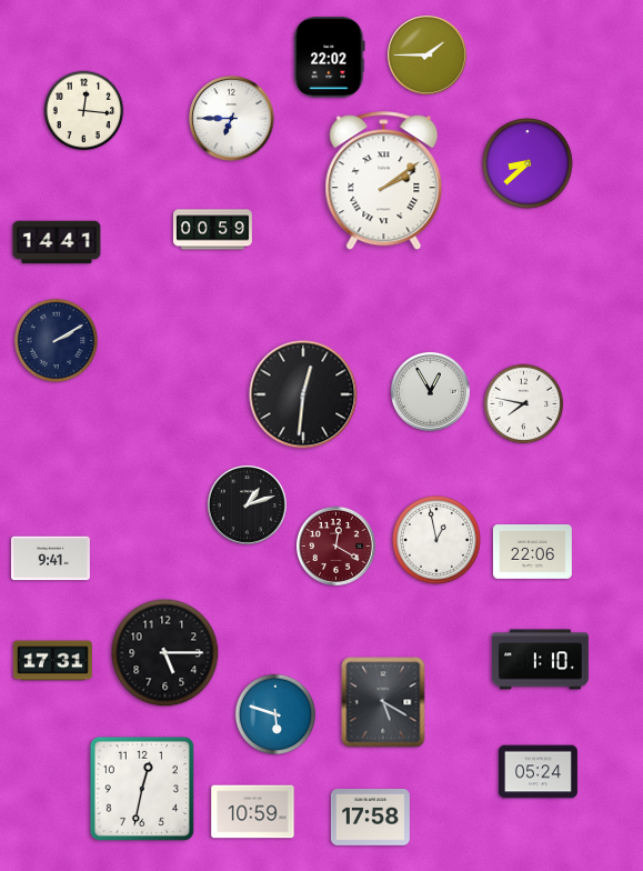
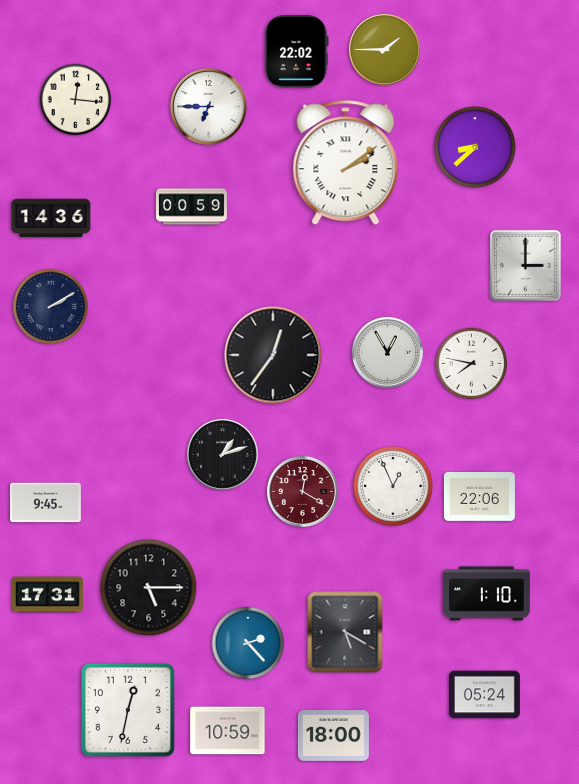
clock at (57, 242): 14:41 -> 14:36
clock at (525, 265): none -> 3:00
clock at (303, 394): 12:31 -> 12:36
clock at (438, 541): 12:58 -> 12:56
clock at (50, 559): 9:41 -> 9:45
clock at (275, 714): 5:48 -> 2:23
clock at (370, 818): 17:58 -> 18:00
